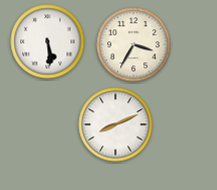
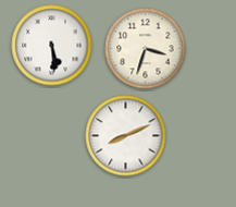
clock at (134, 45): 3:35 -> 3:33
